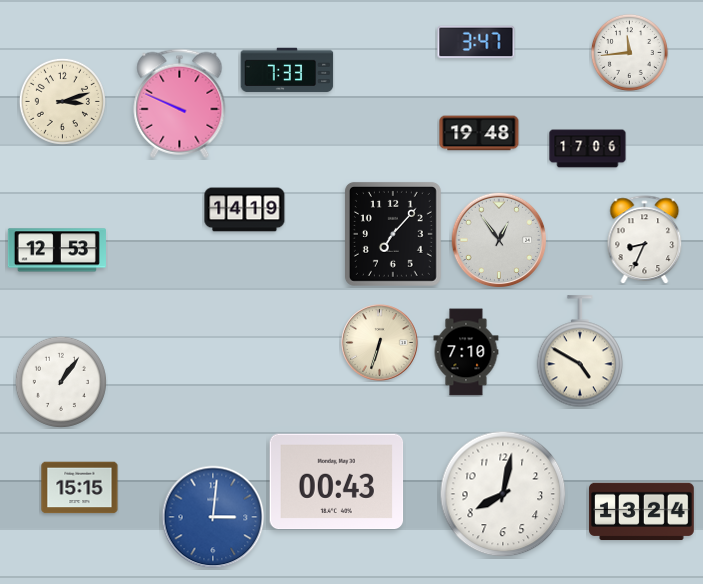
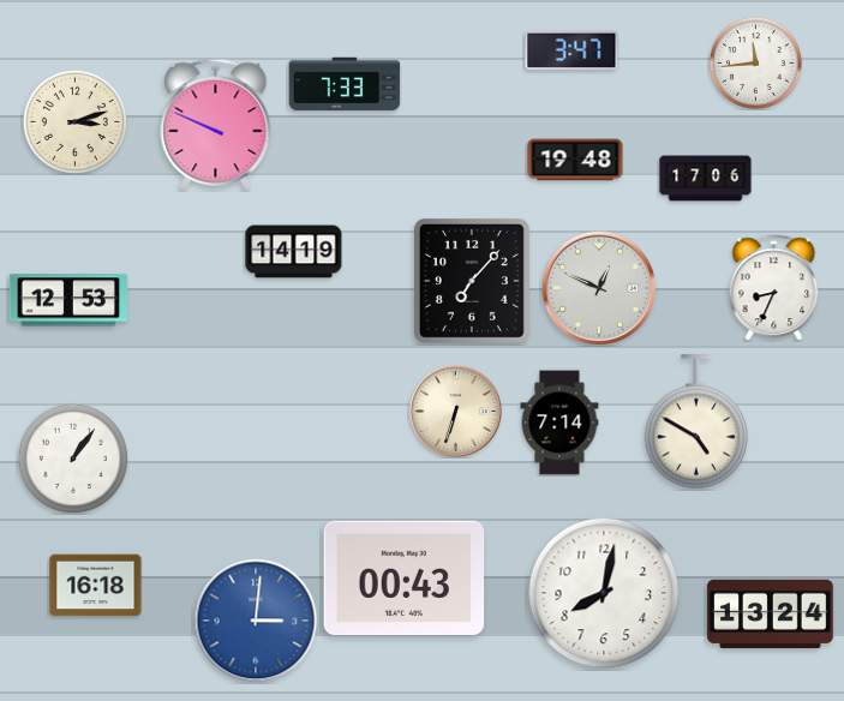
clock at (499, 240): 12:54 -> 12:49
clock at (466, 352): 7:10 -> 7:14
clock at (80, 488): 15:15 -> 16:18
